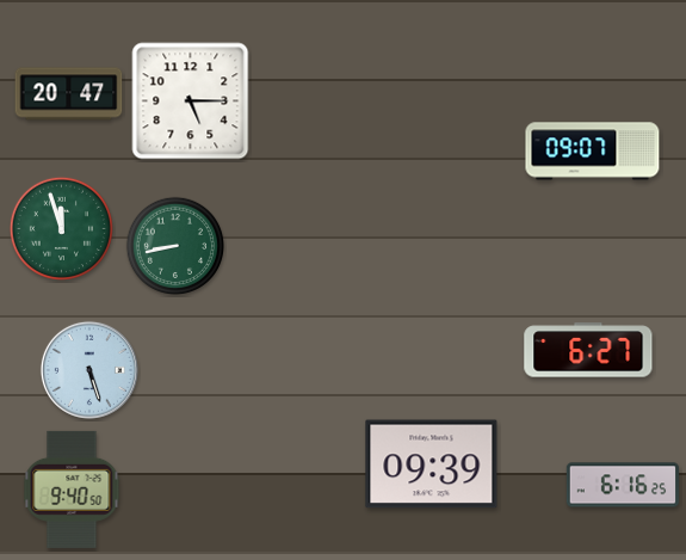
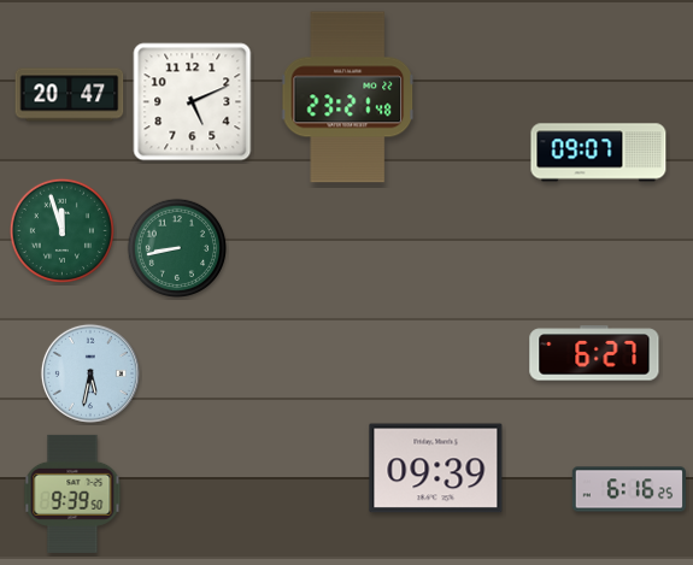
clock at (348, 98): none -> 23:21
clock at (191, 101): 5:15 -> 5:11
clock at (89, 370): 5:27 -> 5:32
clock at (72, 490): 9:40 -> 9:39
